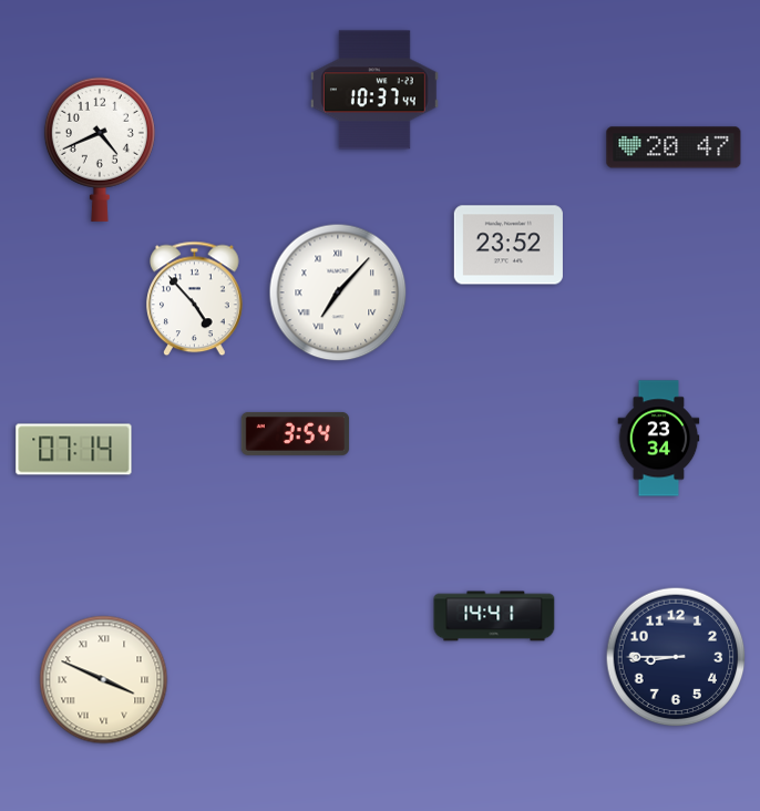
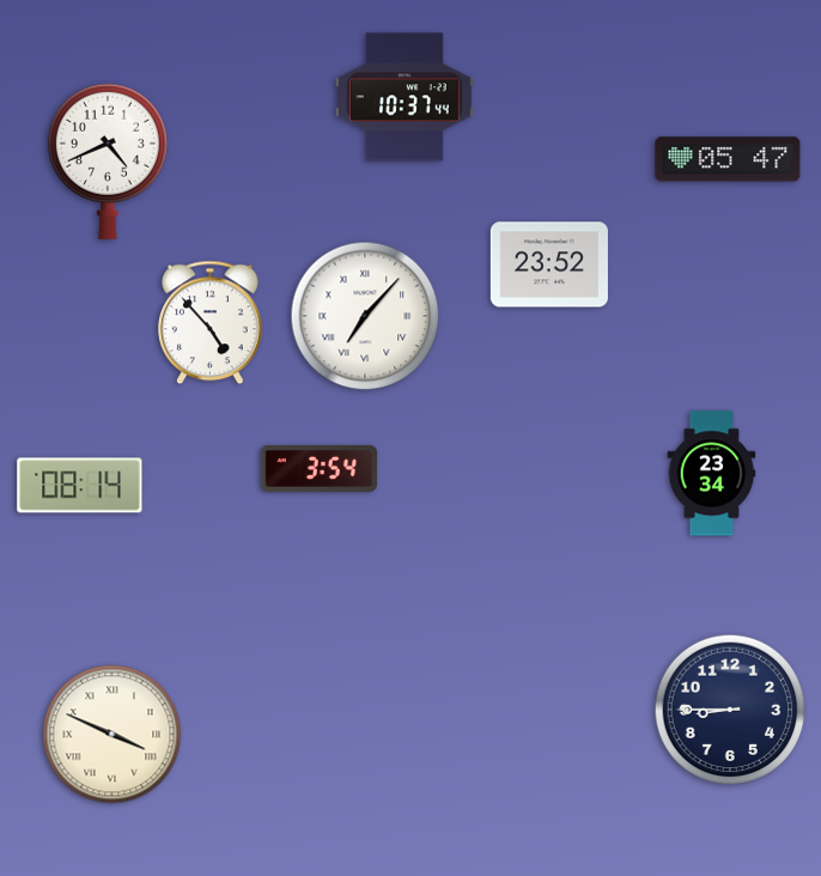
clock at (674, 147): 20:47 -> 05:47
clock at (74, 450): 07:14 -> 08:14
clock at (494, 616): 14:41 -> none
